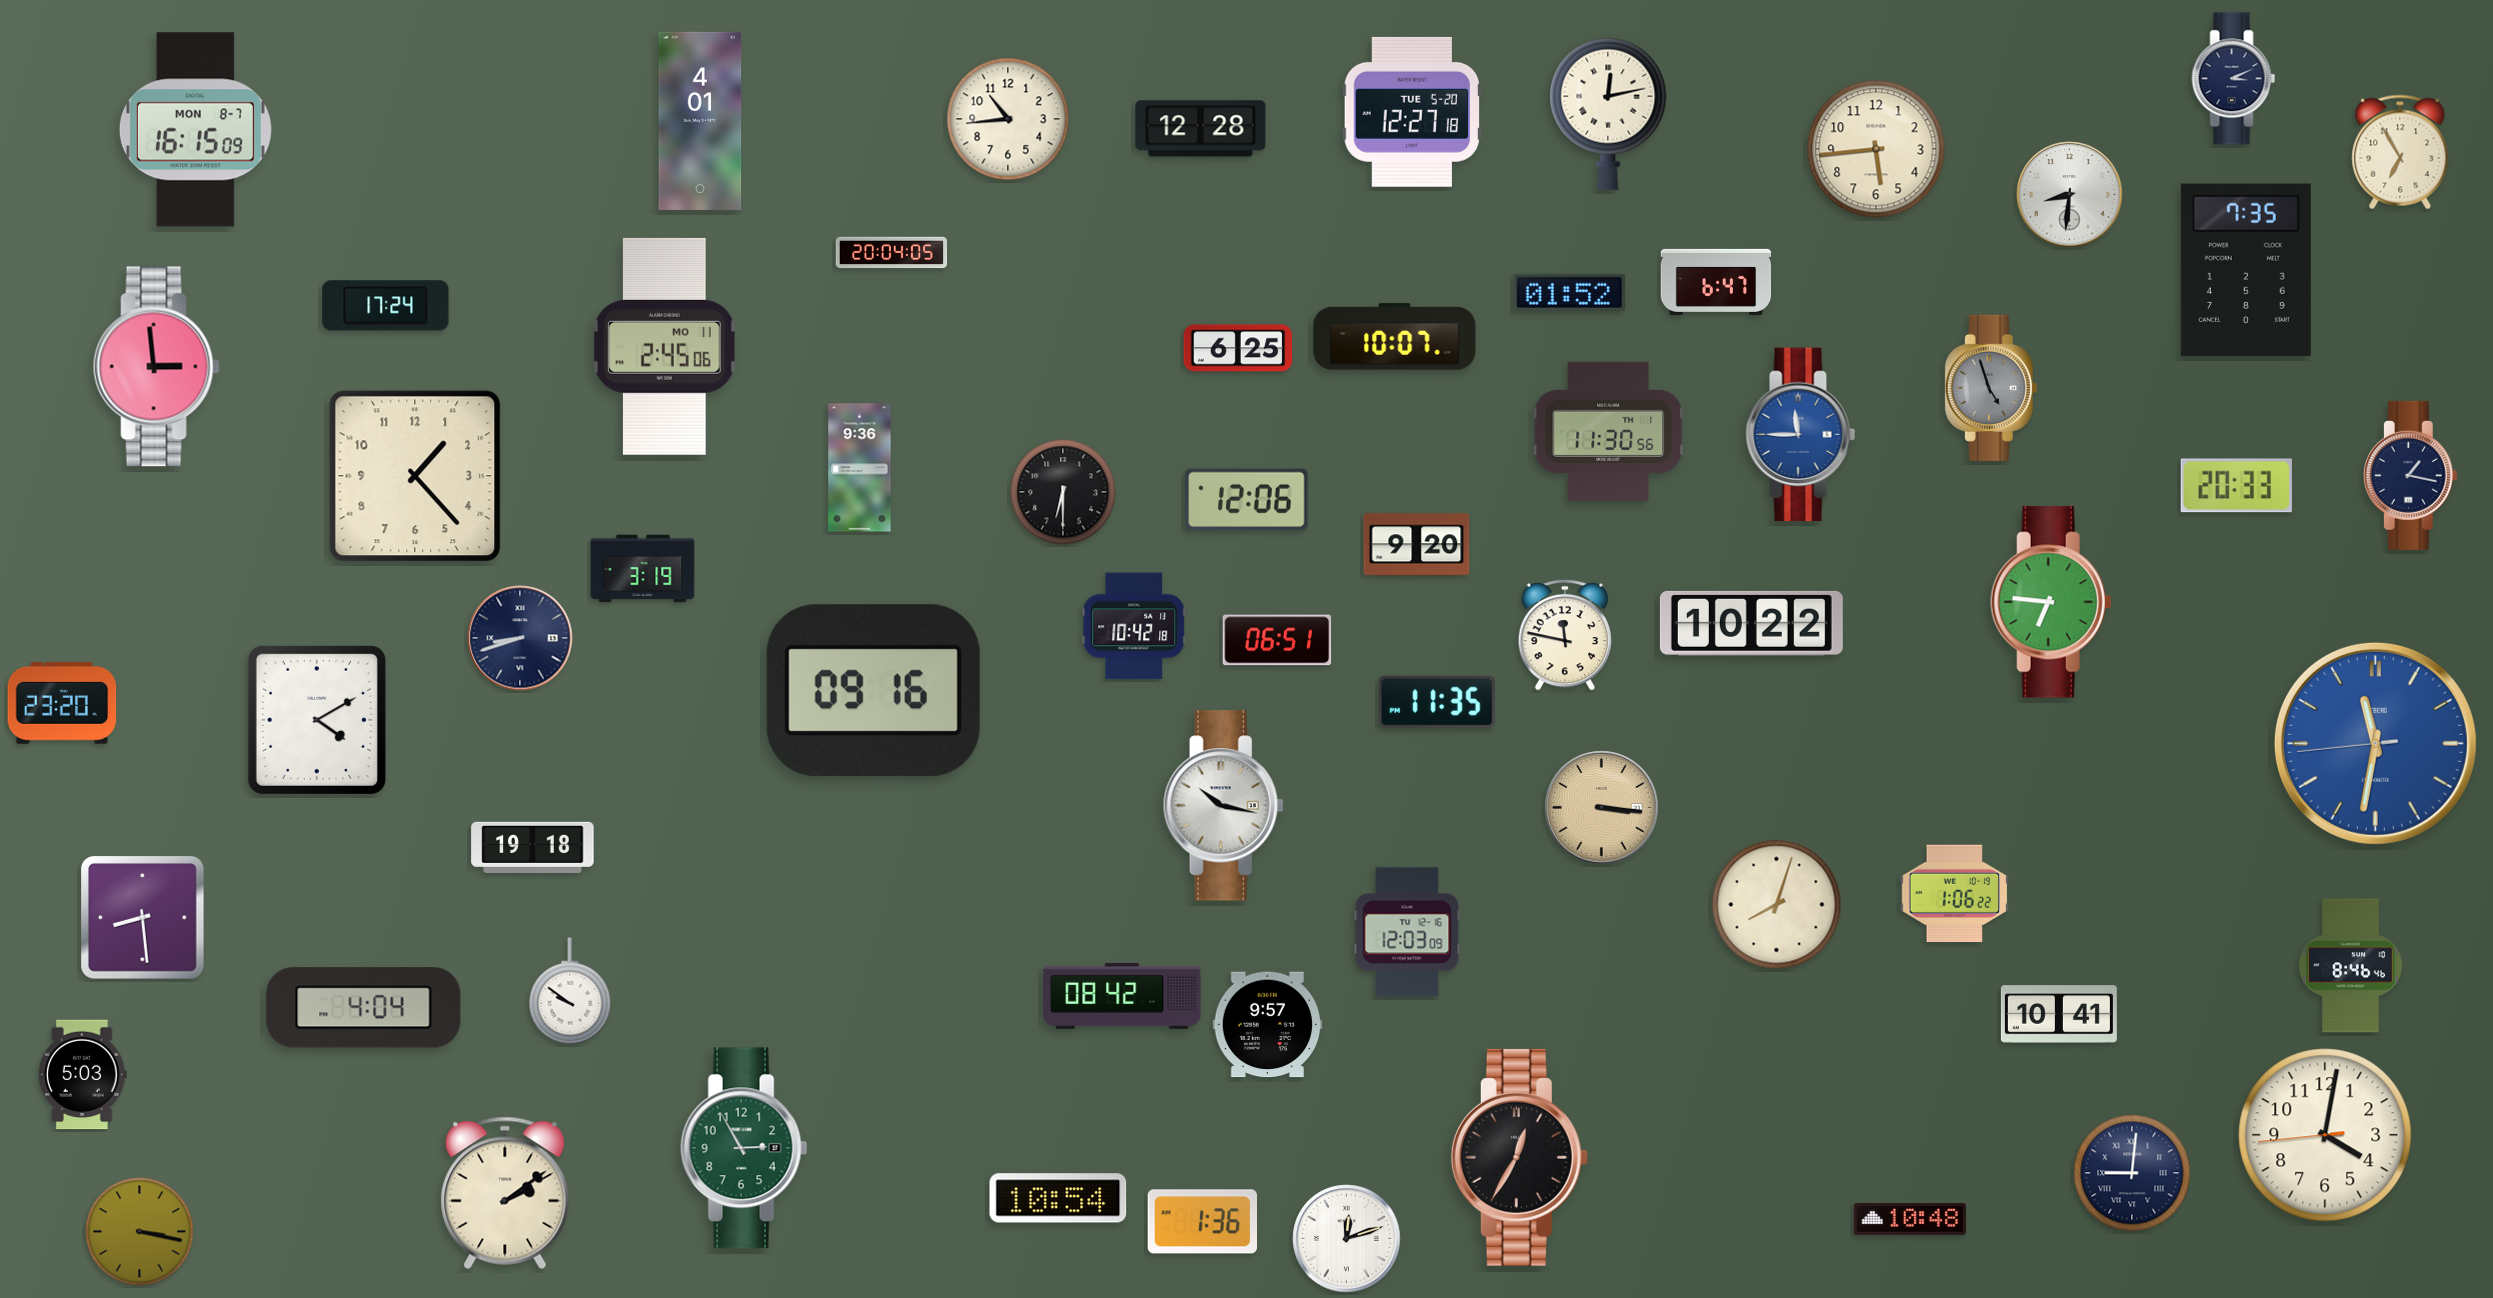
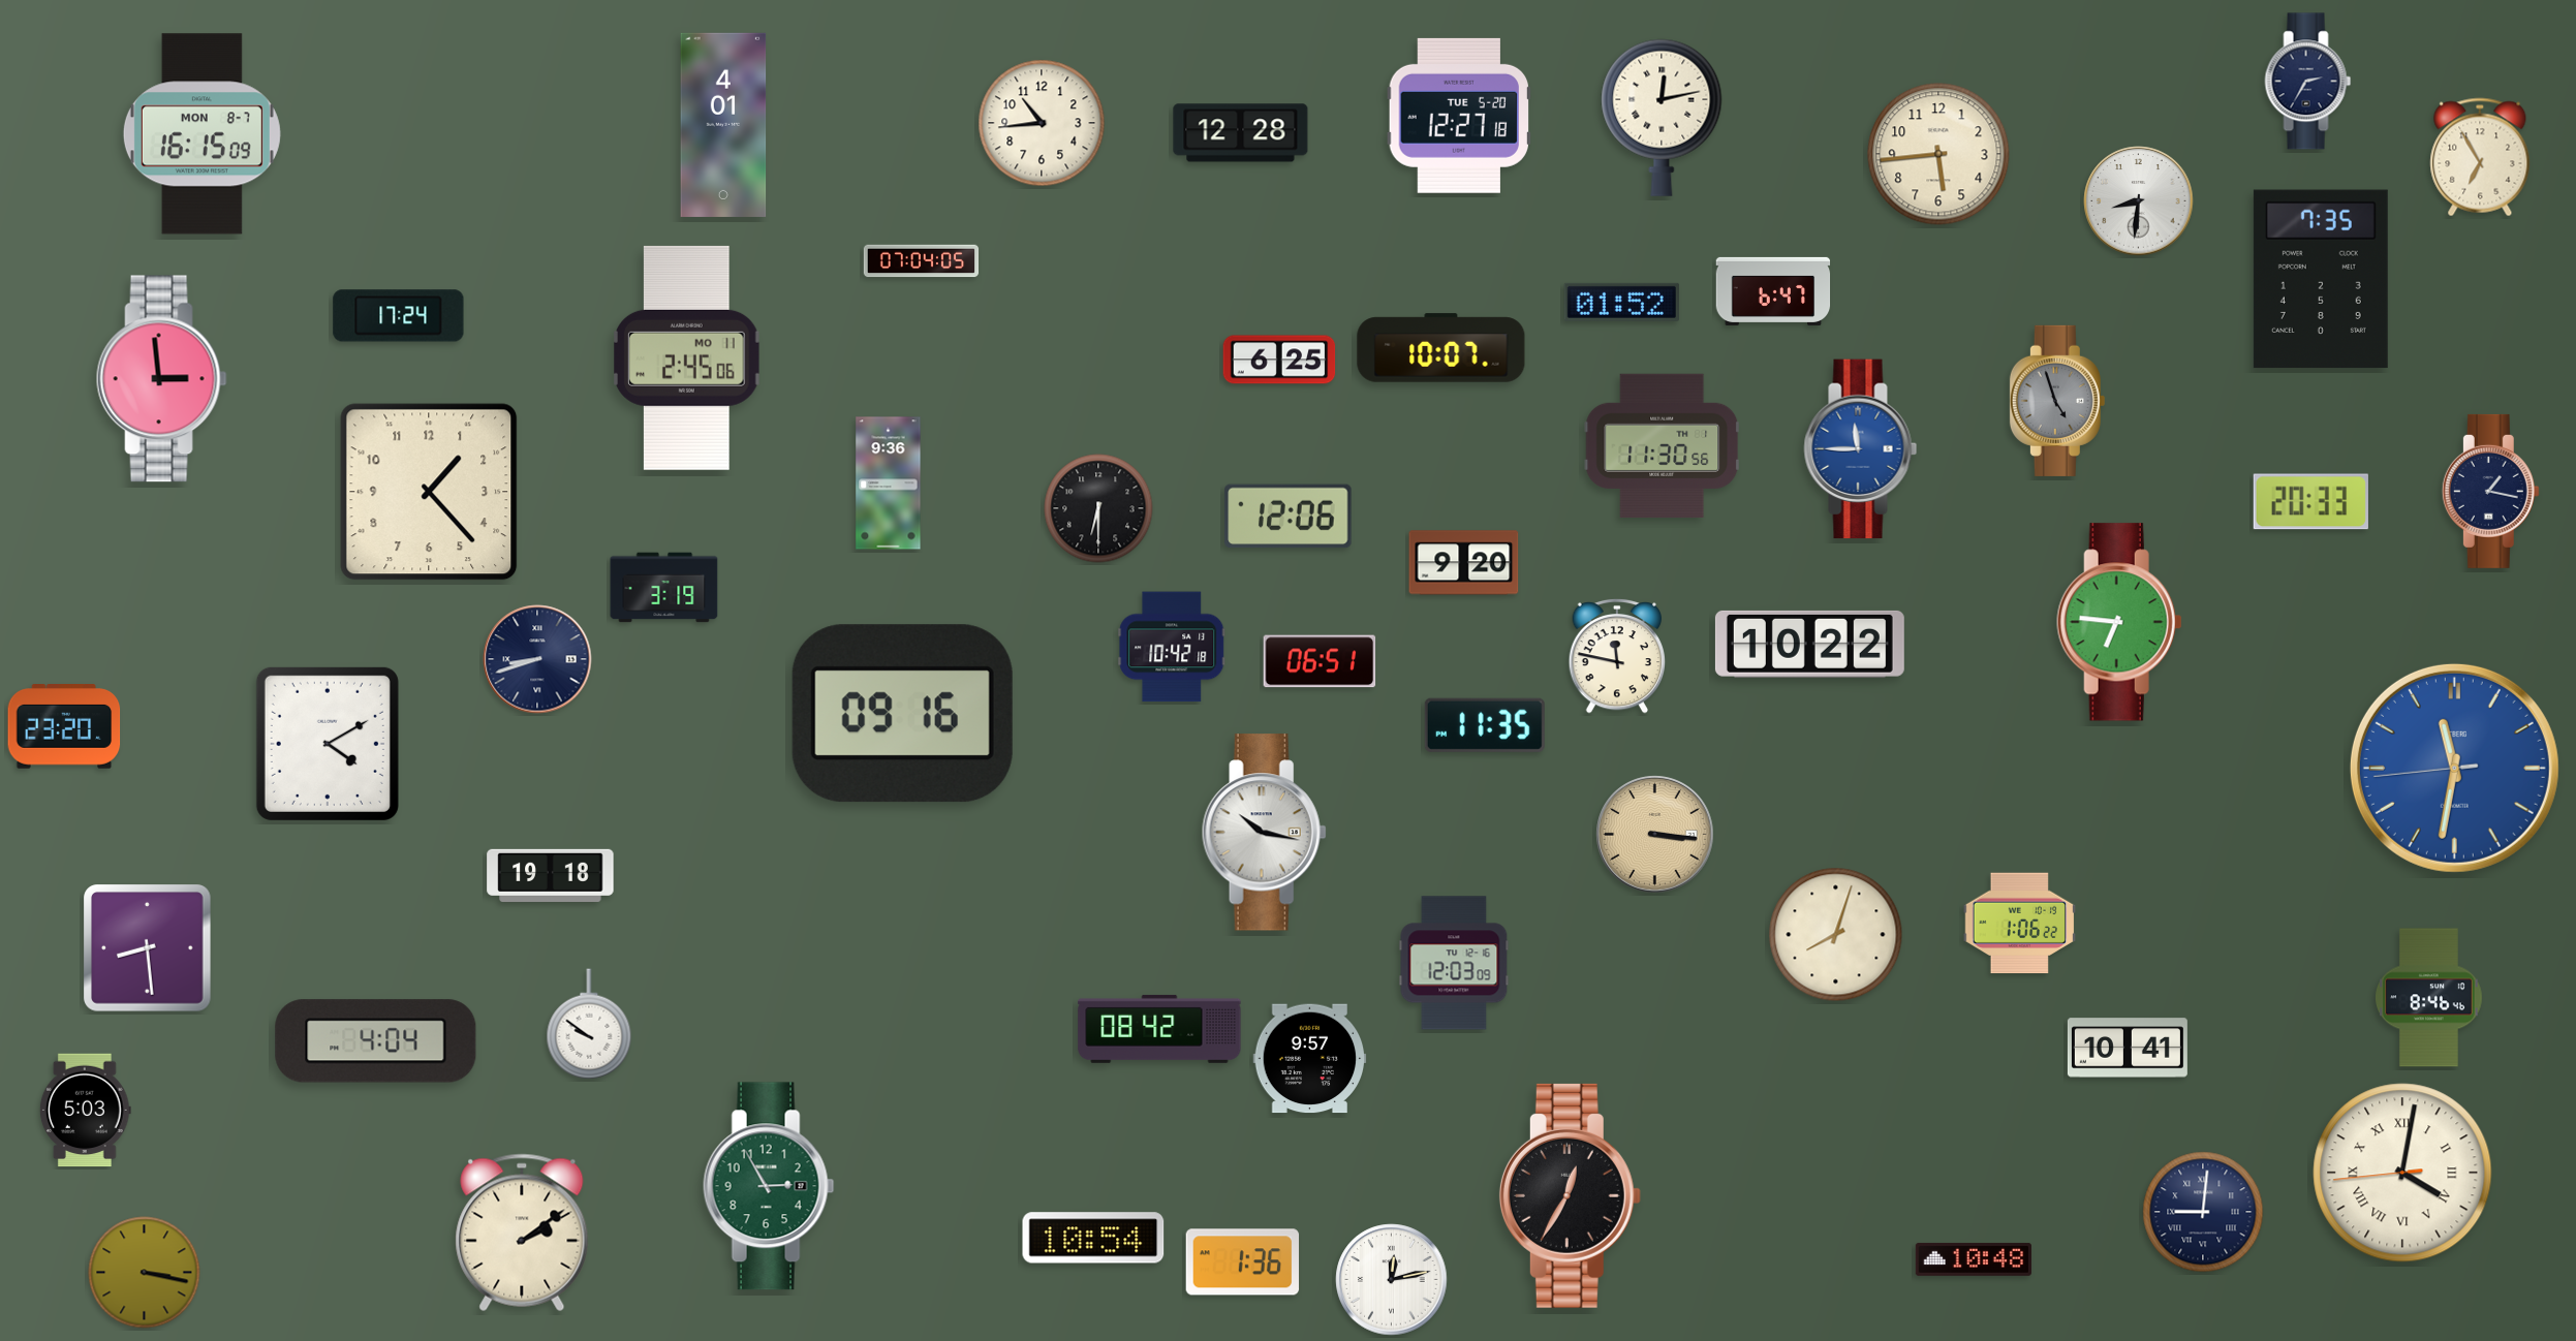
clock at (2234, 79): 3:11 -> 2:35
clock at (892, 253): 20:04 -> 07:04
clock at (2325, 1135) numerals: Arabic -> Roman
clock at (1347, 1239): 12:12 -> 12:13
